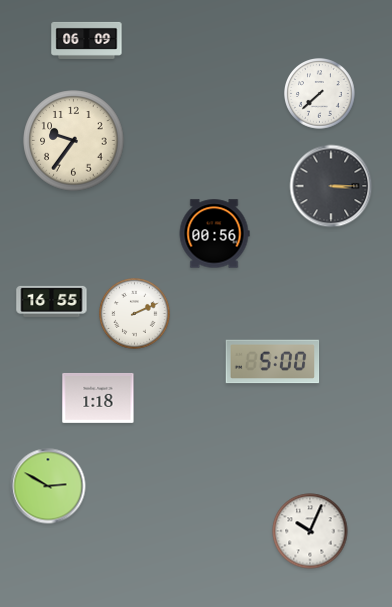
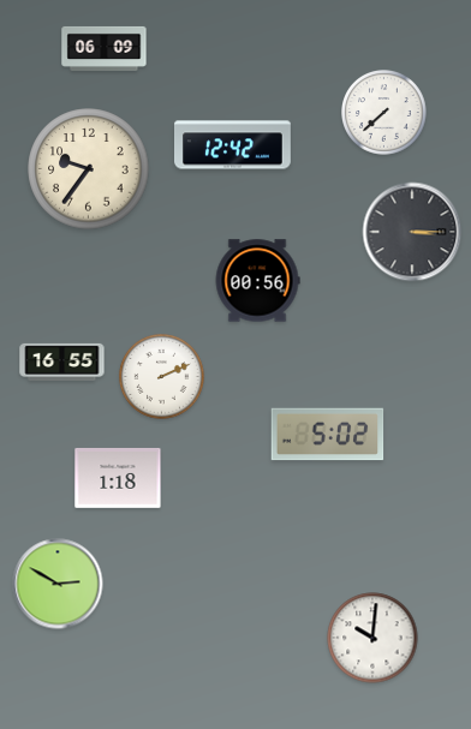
clock at (233, 145): none -> 12:42
clock at (331, 186) position: (331, 186) -> (412, 232)
clock at (273, 362): 5:00 -> 5:02
clock at (310, 531): 10:04 -> 10:01
